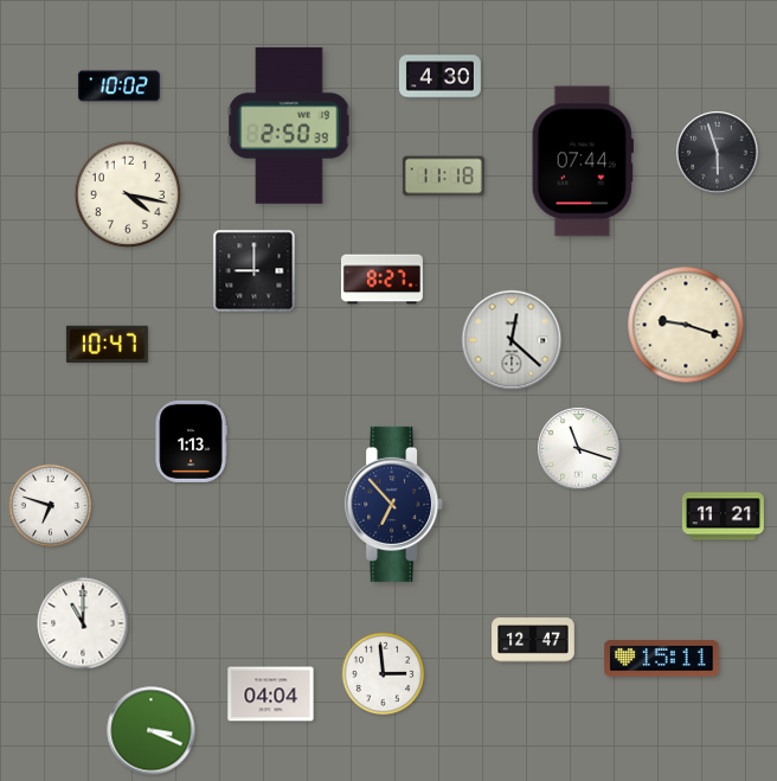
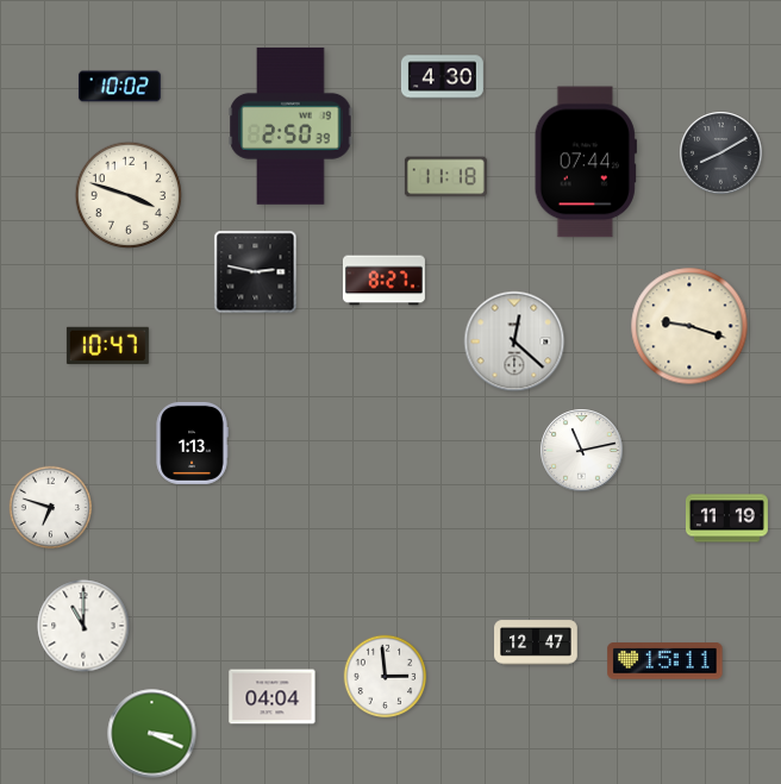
clock at (718, 153): 5:57 -> 8:10
clock at (128, 194): 4:17 -> 3:48
clock at (255, 271): 9:00 -> 2:47
clock at (579, 449): 11:18 -> 11:13
clock at (394, 504): 6:53 -> none
clock at (723, 517): 11:21 -> 11:19
